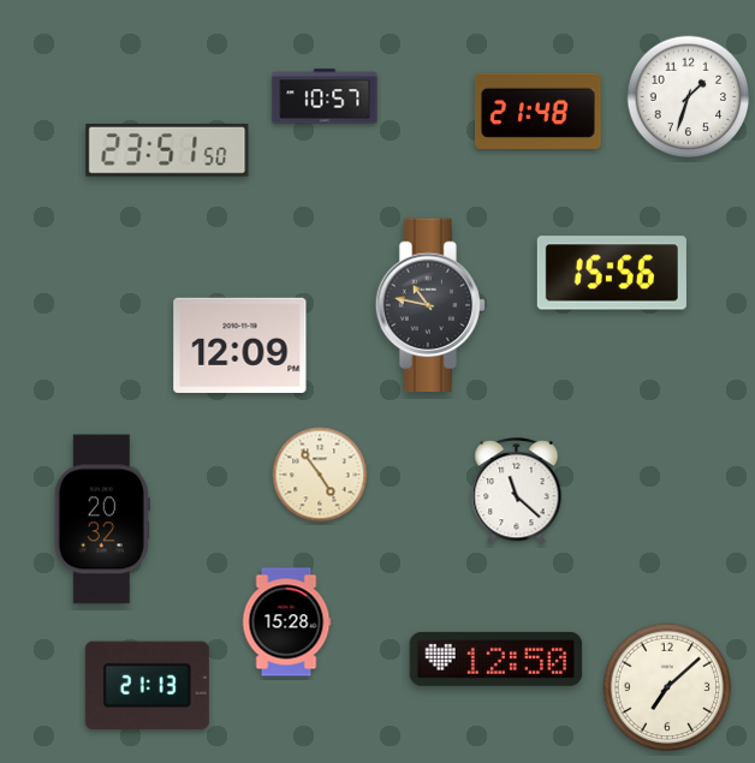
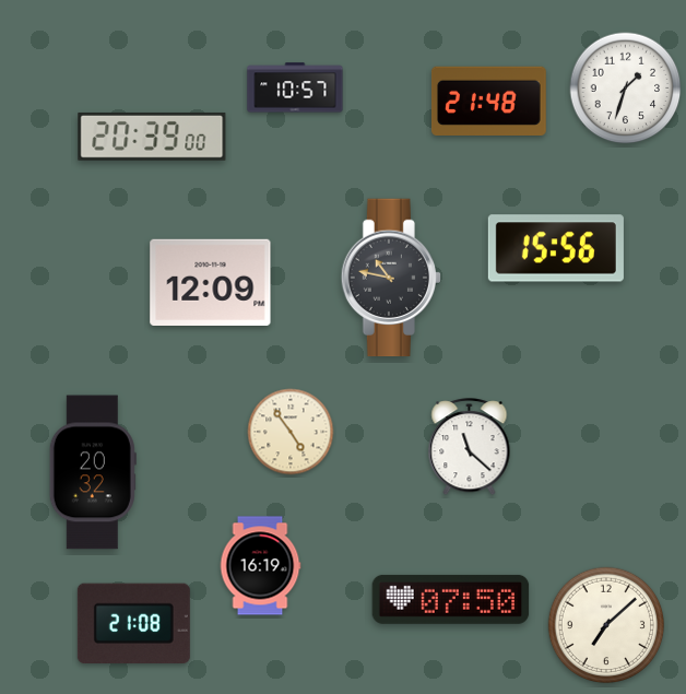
clock at (167, 150): 23:51 -> 20:39
clock at (240, 345) position: (240, 345) -> (211, 282)
clock at (286, 622): 15:28 -> 16:19
clock at (497, 658): 12:50 -> 07:50
clock at (147, 685): 21:13 -> 21:08
